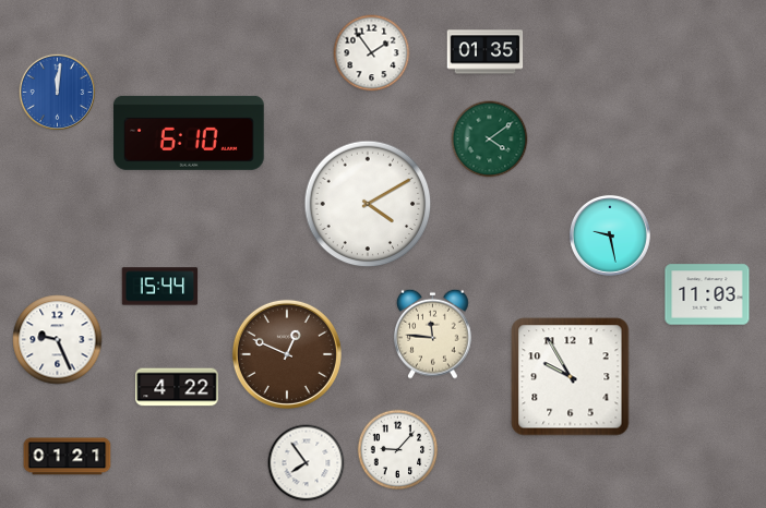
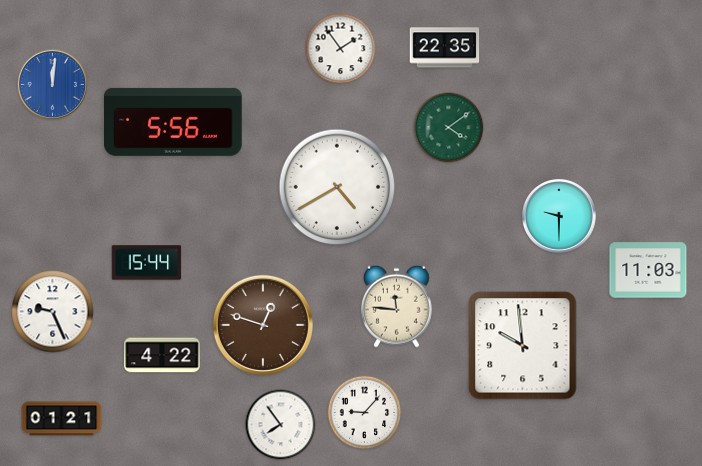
clock at (486, 52): 01:35 -> 22:35
clock at (190, 133): 6:10 -> 5:56
clock at (368, 204): 4:10 -> 4:40
clock at (610, 235): 9:28 -> 9:30
clock at (287, 354): 12:49 -> 12:48
clock at (571, 377): 9:55 -> 9:59
